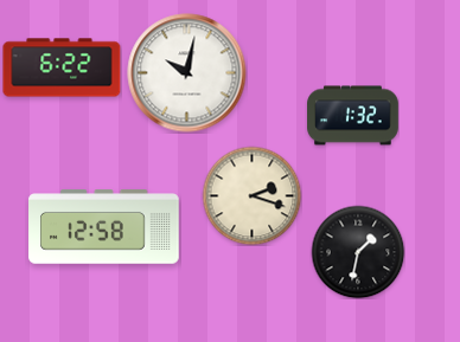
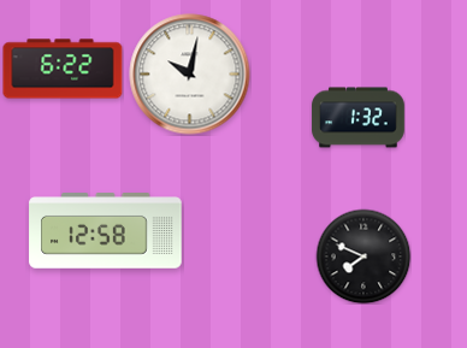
clock at (251, 195): 2:18 -> none
clock at (358, 252): 1:32 -> 7:49
